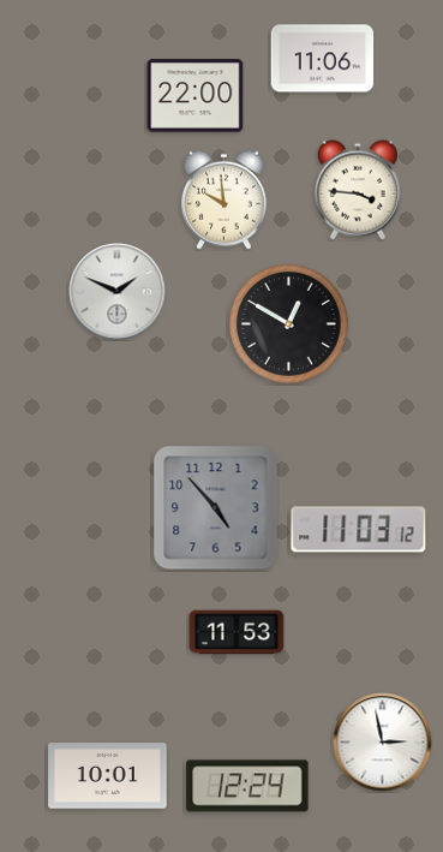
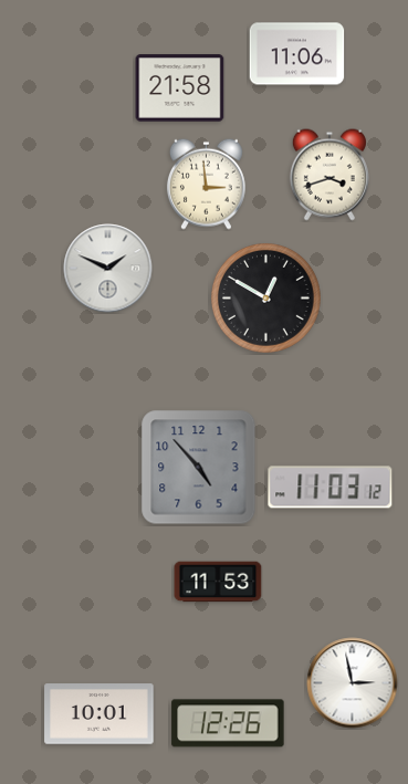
clock at (196, 96): 22:00 -> 21:58
clock at (358, 190): 3:46 -> 3:42
clock at (223, 199): 9:59 -> 2:59
clock at (247, 786): 12:24 -> 12:26
